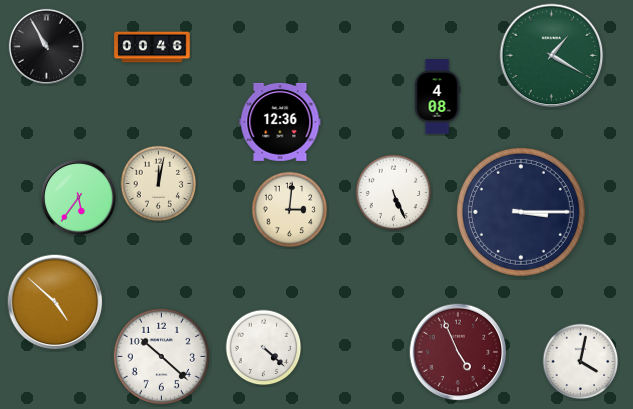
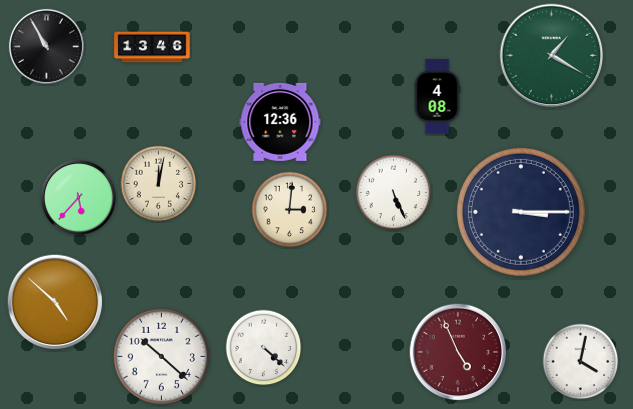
clock at (152, 47): 00:46 -> 13:46
clock at (78, 197): 5:36 -> 5:37
